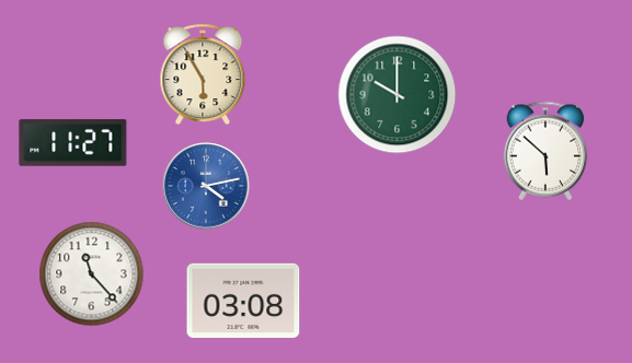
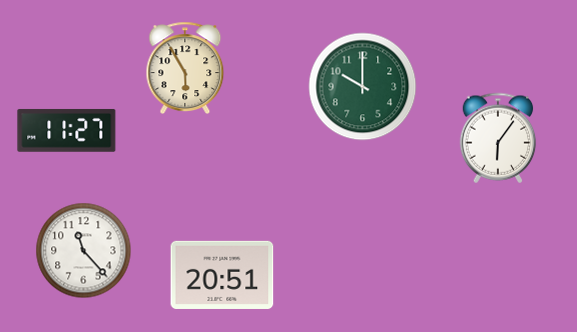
clock at (545, 151): 5:52 -> 6:06
clock at (206, 186): 4:13 -> none
clock at (243, 301): 03:08 -> 20:51
